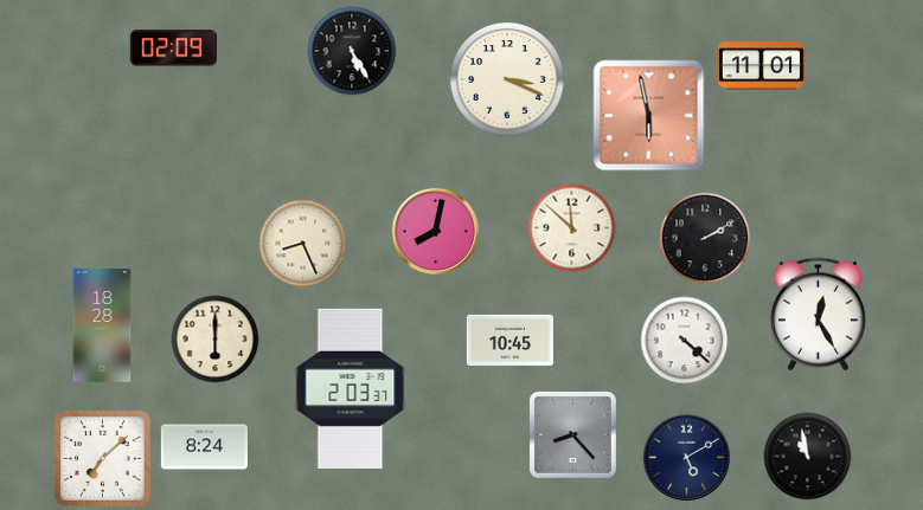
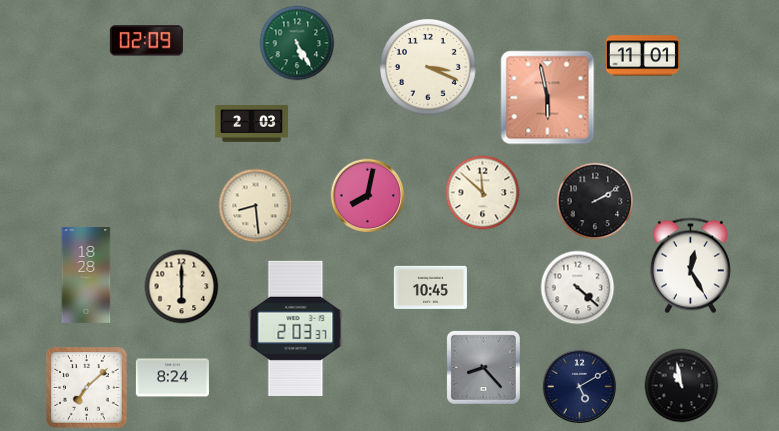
clock at (352, 51) dial: black -> green
clock at (251, 124): none -> 2:03
clock at (303, 244): 8:26 -> 8:29
